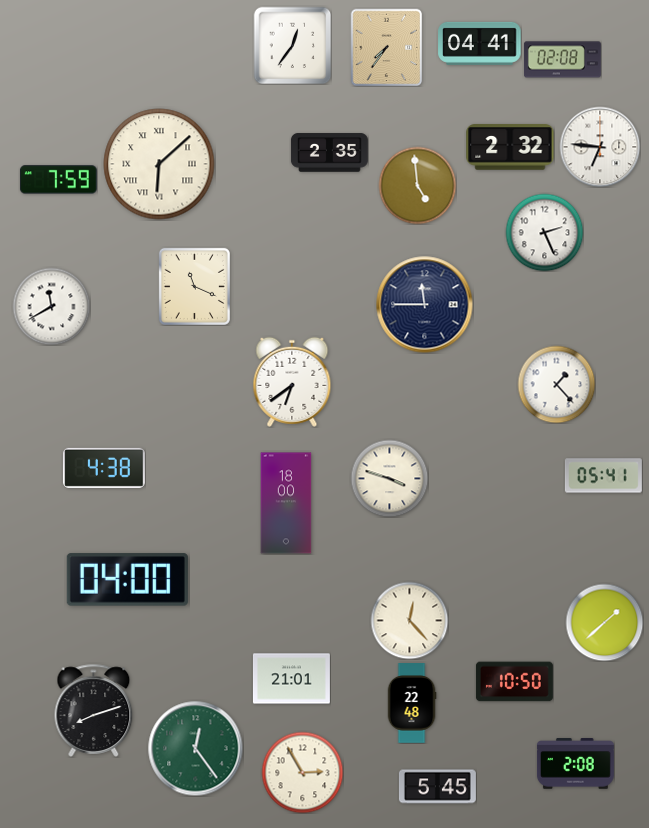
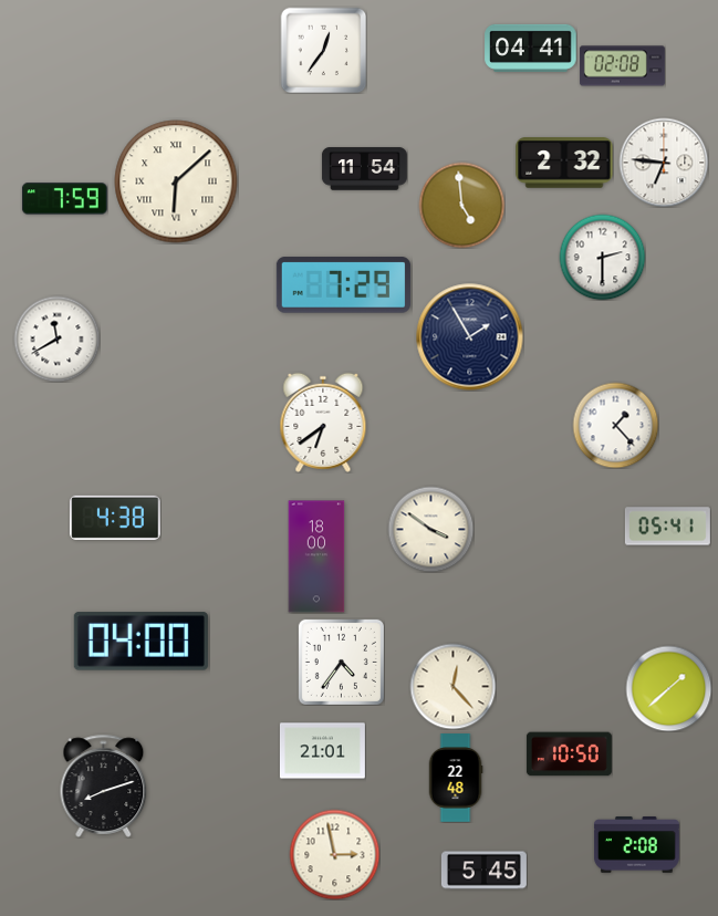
clock at (387, 47): 7:36 -> none
clock at (329, 153): 2:35 -> 11:54
clock at (544, 232): 2:26 -> 2:30
clock at (343, 285): none -> 7:29
clock at (194, 286): 11:19 -> none
clock at (425, 305): 11:45 -> 1:55
clock at (389, 478): 3:48 -> 3:51
clock at (341, 662): none -> 4:36
clock at (195, 748): 12:24 -> none
clock at (302, 772): 2:55 -> 2:58
